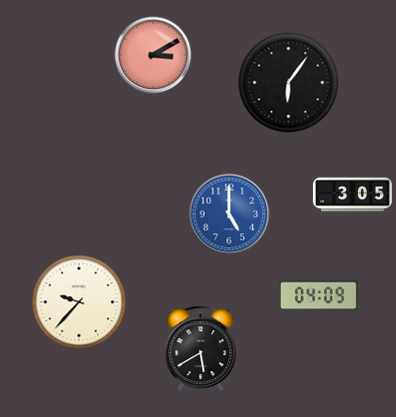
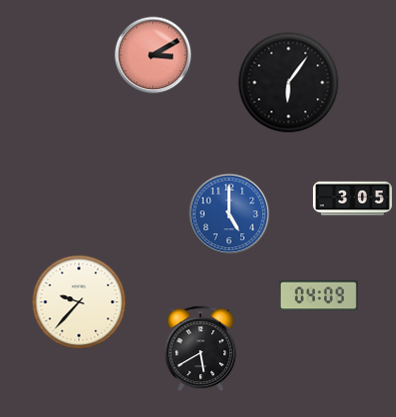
clock at (352, 195) position: (352, 195) -> (352, 199)
